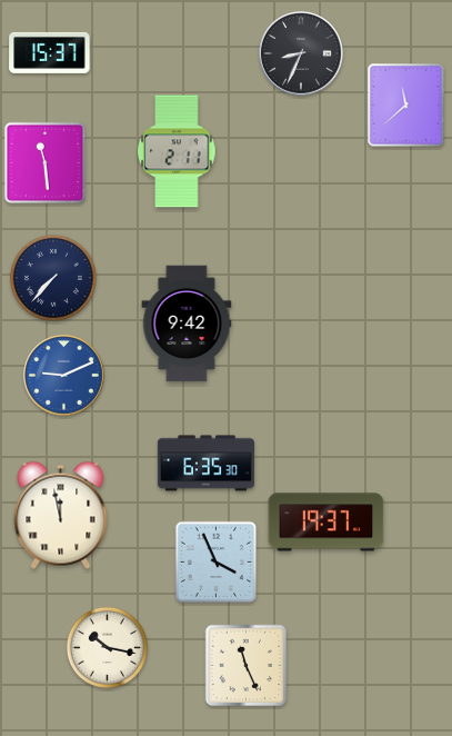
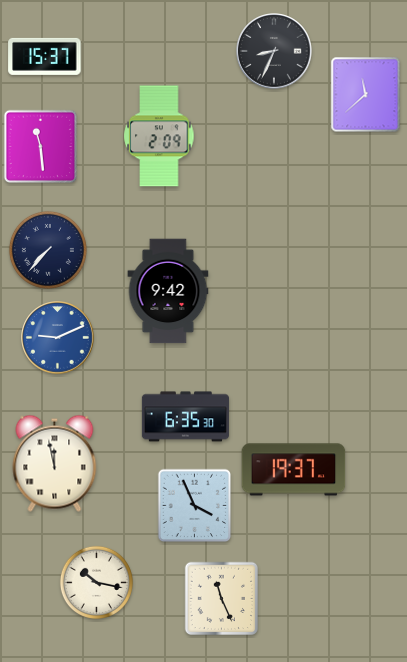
clock at (50, 52) position: (50, 52) -> (45, 56)
clock at (301, 53) position: (301, 53) -> (274, 51)
clock at (177, 151): 2:11 -> 2:09
